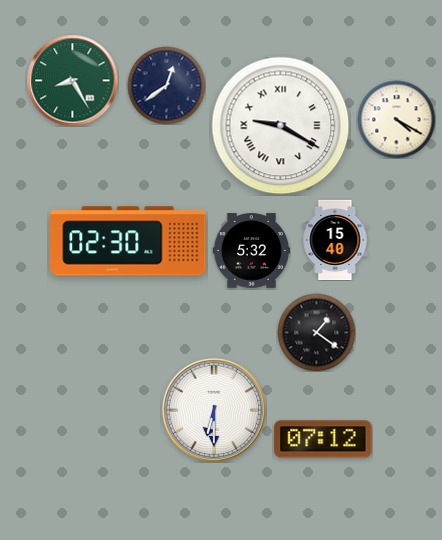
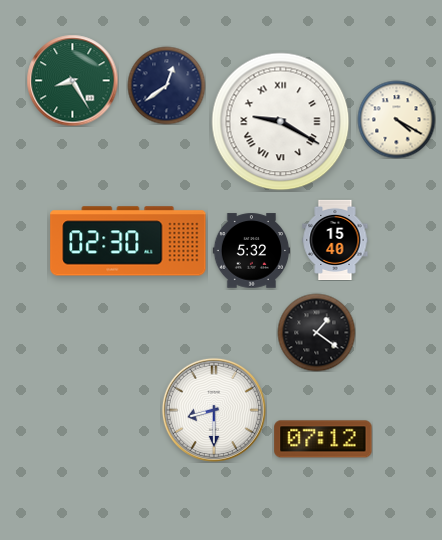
clock at (281, 126) position: (281, 126) -> (281, 122)
clock at (214, 410): 6:30 -> 8:30
